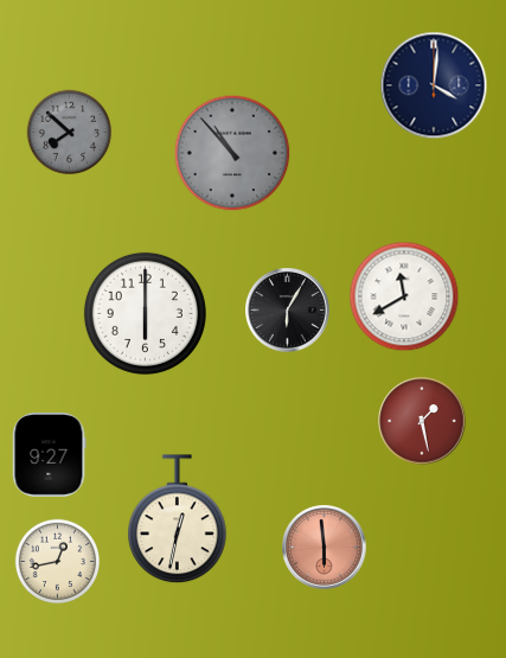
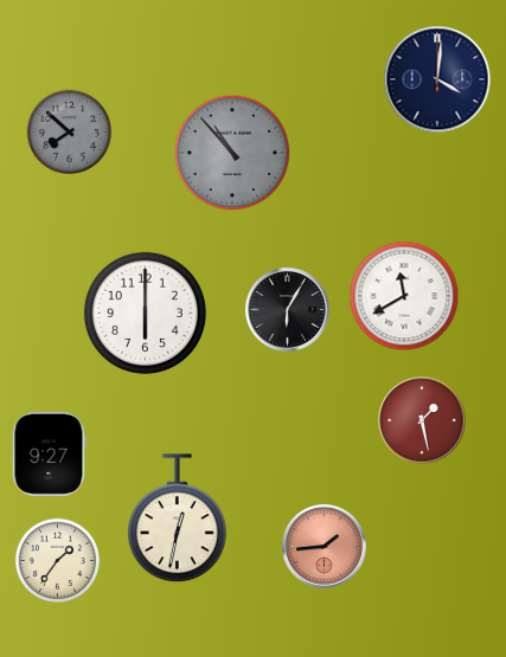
clock at (434, 85) position: (434, 85) -> (437, 79)
clock at (325, 548): 5:59 -> 1:44
clock at (58, 562): 12:43 -> 1:36
